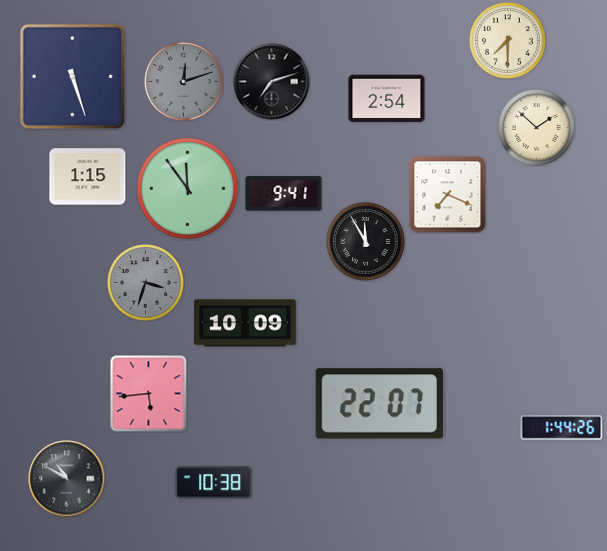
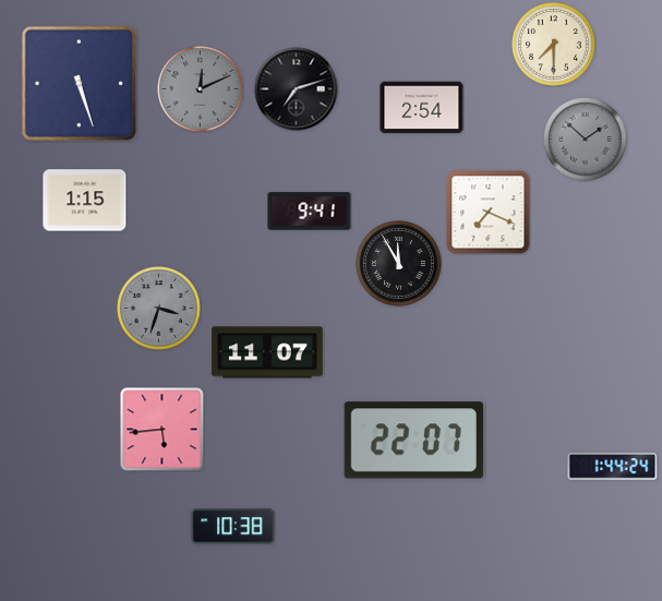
clock at (184, 82): 12:12 -> 12:11
clock at (537, 128) dial: cream -> grey
clock at (88, 177) position: (88, 177) -> (85, 201)
clock at (187, 188): 11:54 -> none
clock at (245, 323): 10:09 -> 11:07
clock at (562, 428): 1:44:26 -> 1:44:24
clock at (67, 479): 10:50 -> none
